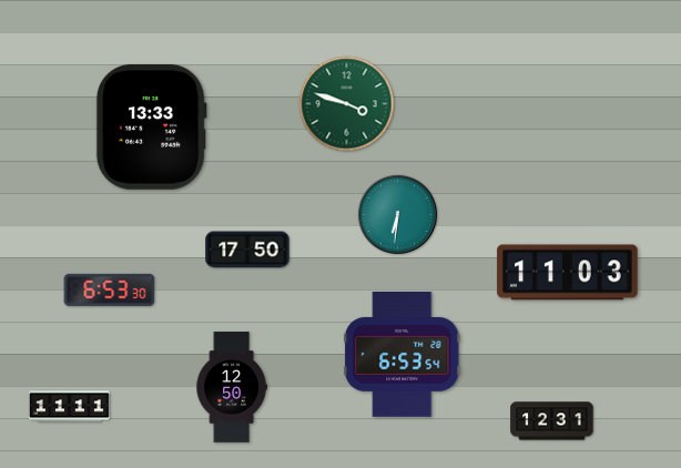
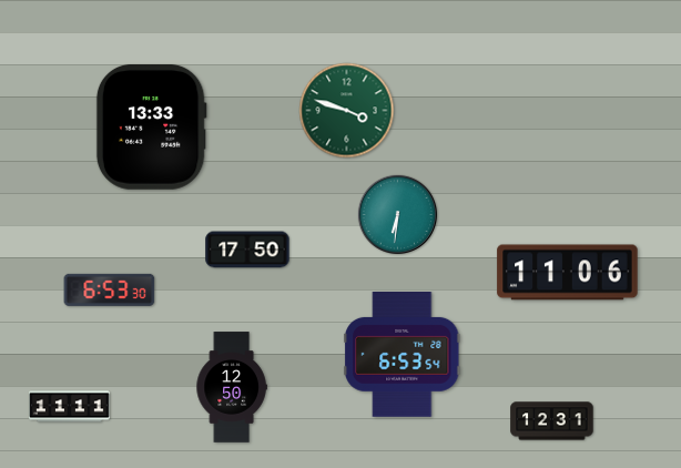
clock at (347, 104) position: (347, 104) -> (347, 111)
clock at (568, 273): 11:03 -> 11:06
